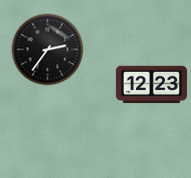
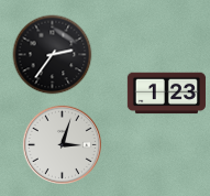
clock at (151, 85): 12:23 -> 1:23
clock at (62, 144): none -> 3:03
